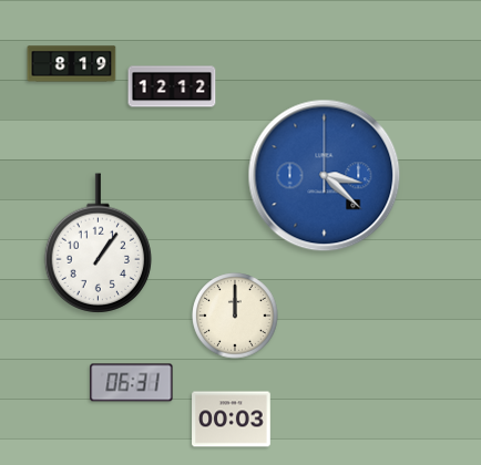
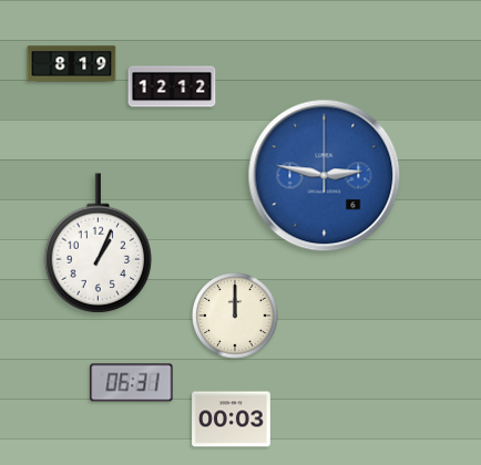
clock at (325, 176): 3:22 -> 2:47
clock at (99, 242): 1:06 -> 1:04
